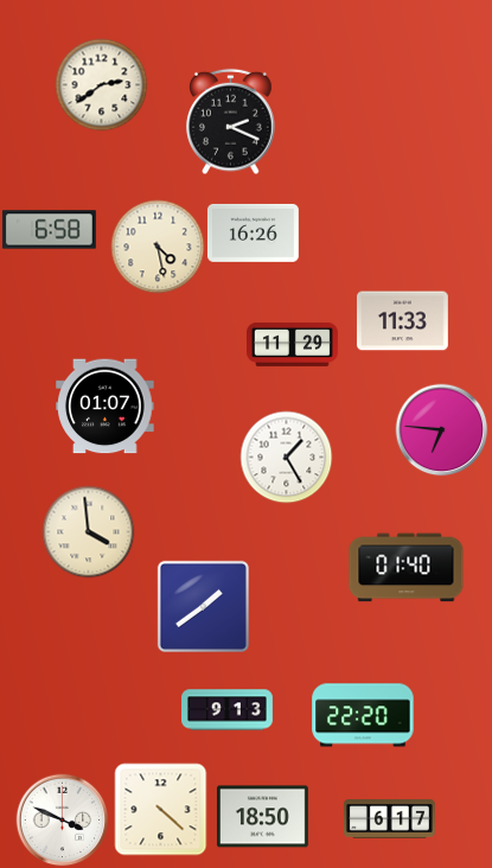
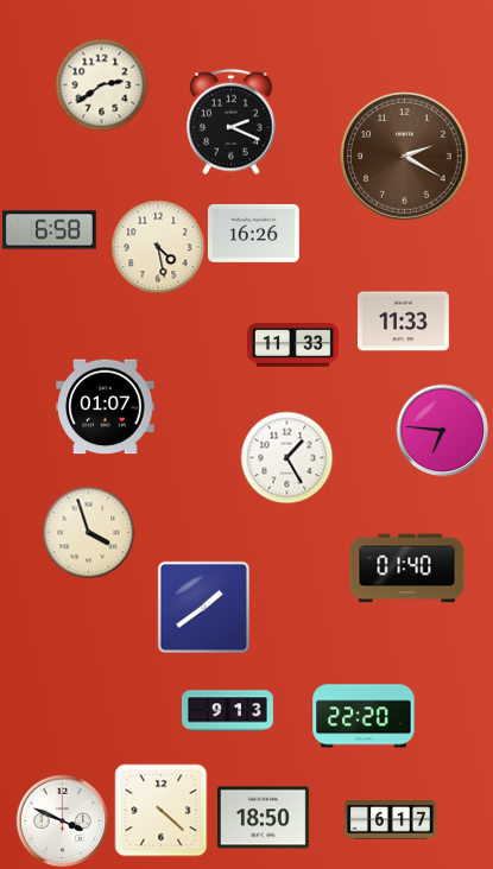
clock at (405, 157): none -> 2:20
clock at (293, 345): 11:29 -> 11:33
clock at (88, 531): 3:59 -> 3:57
